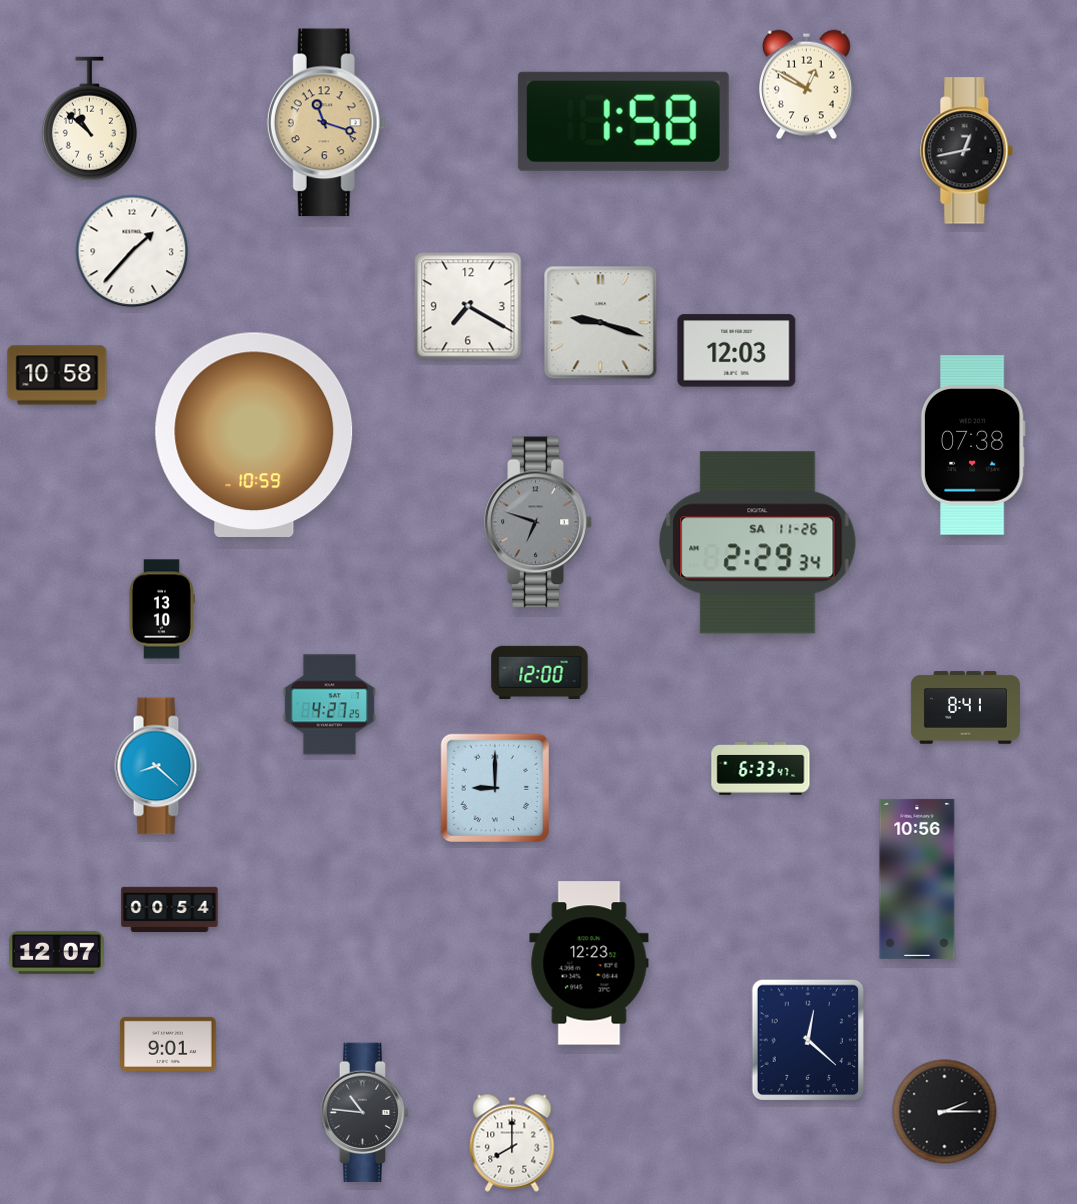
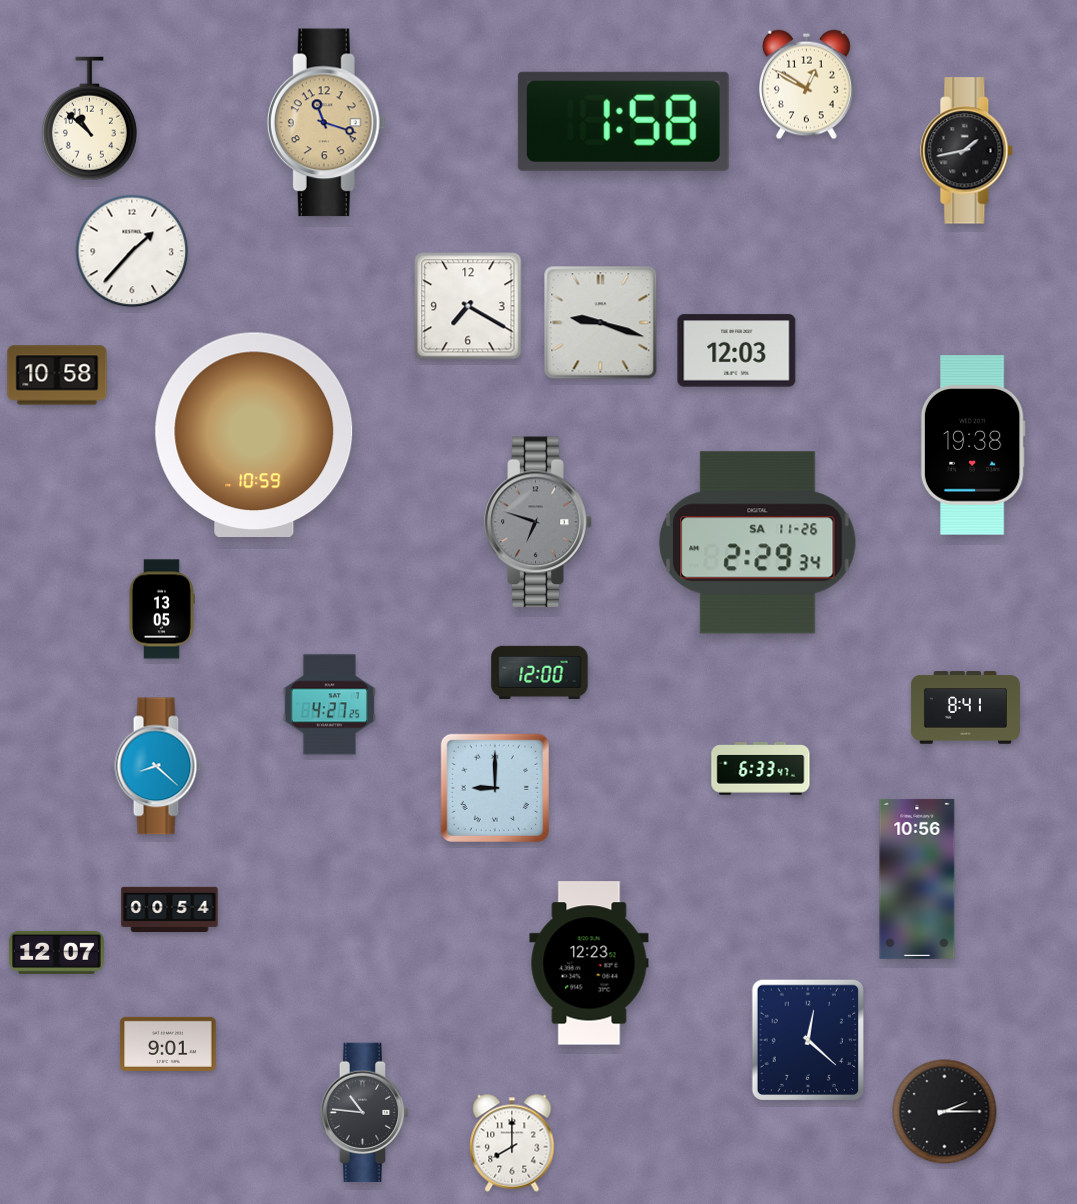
clock at (967, 151): 12:43 -> 1:43
clock at (973, 445): 07:38 -> 19:38
clock at (162, 609): 13:10 -> 13:05
